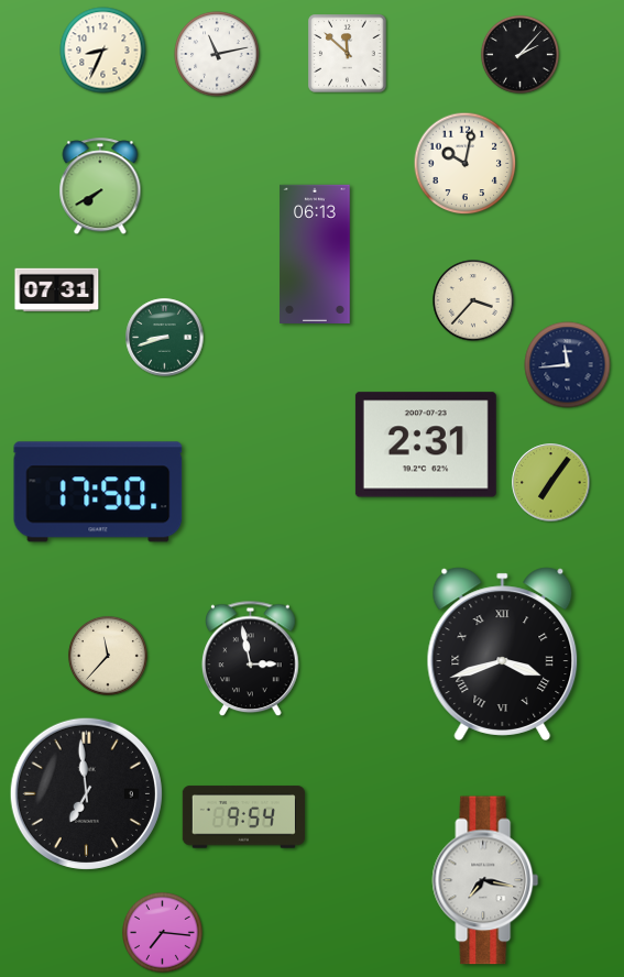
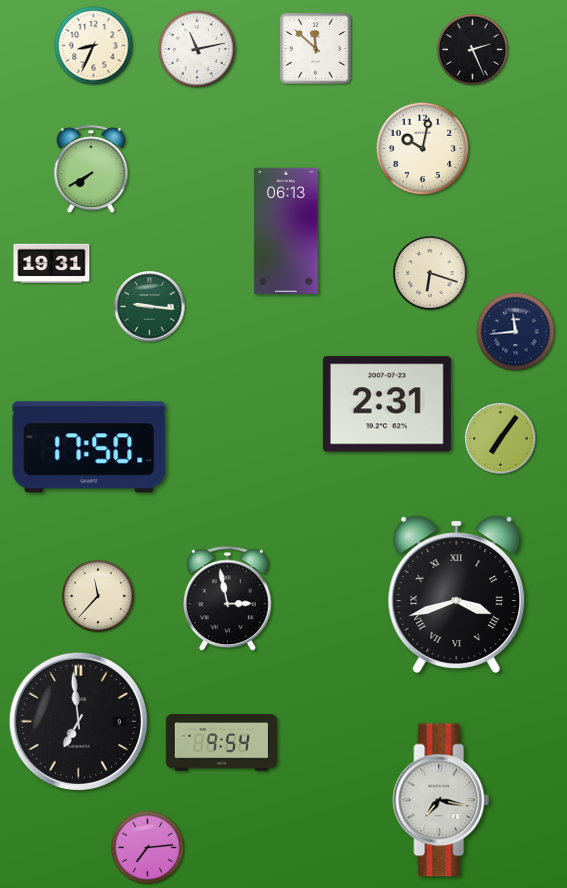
clock at (519, 54): 2:07 -> 2:26
clock at (57, 290): 07:31 -> 19:31
clock at (473, 300): 3:37 -> 6:18
clock at (165, 338): 8:42 -> 9:16
clock at (163, 933): 7:16 -> 7:14
